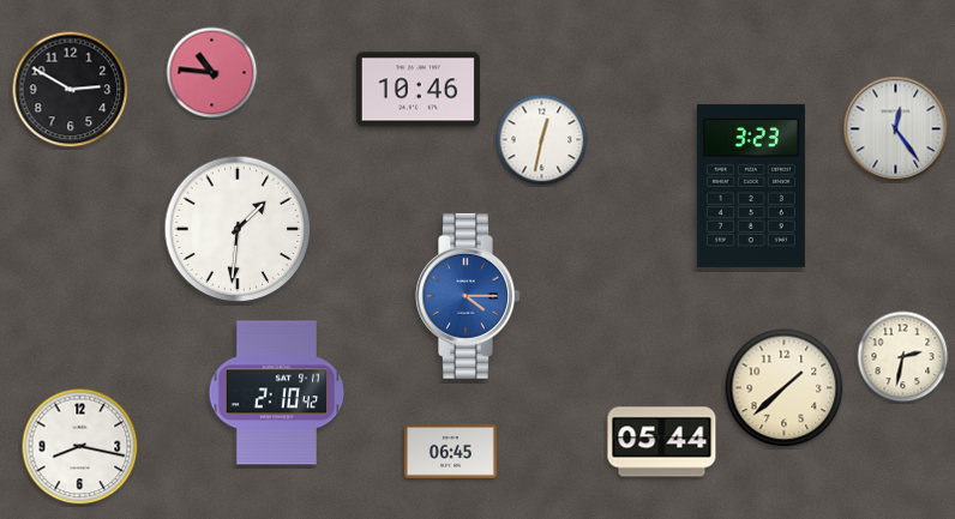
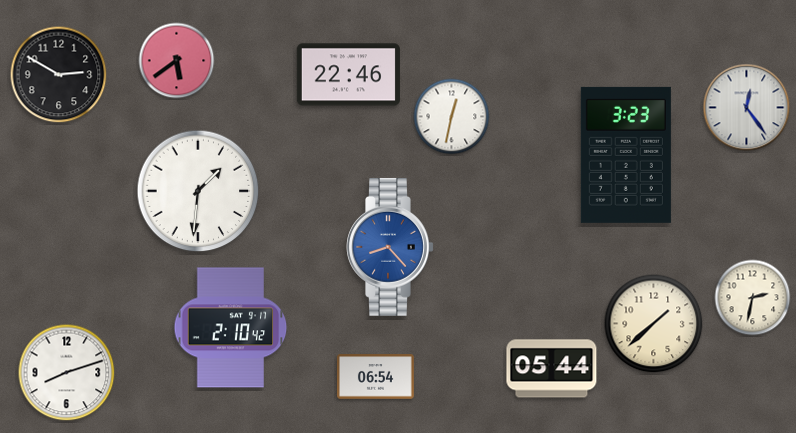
clock at (212, 73): 10:46 -> 5:39
clock at (418, 90): 10:46 -> 22:46
clock at (468, 296): 4:15 -> 8:23
clock at (80, 447): 8:17 -> 8:12
clock at (450, 452): 06:45 -> 06:54
